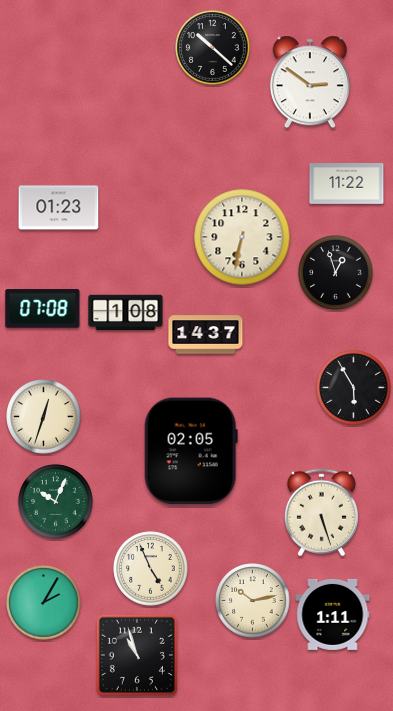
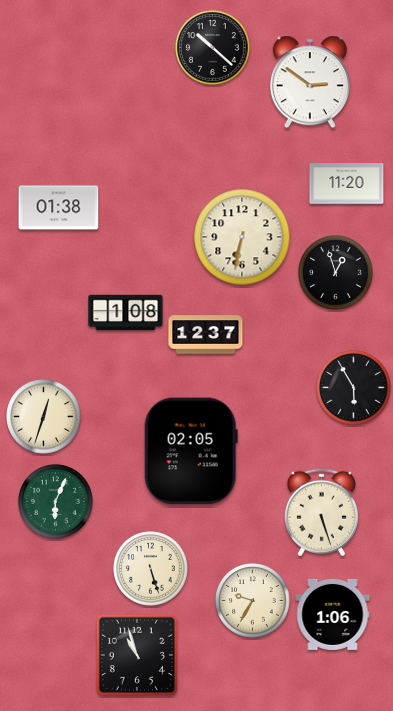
clock at (347, 184): 11:22 -> 11:20
clock at (59, 208): 01:23 -> 01:38
clock at (43, 309): 07:08 -> none
clock at (206, 335): 14:37 -> 12:37
clock at (56, 502): 10:04 -> 6:04
clock at (151, 569): 4:56 -> 5:27
clock at (253, 601): 10:13 -> 9:35
clock at (44, 603): 2:05 -> none
clock at (333, 614): 1:11 -> 1:06
